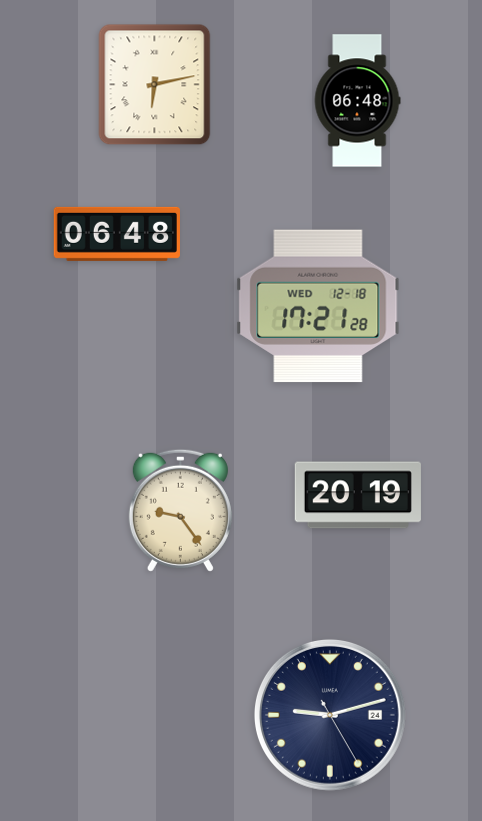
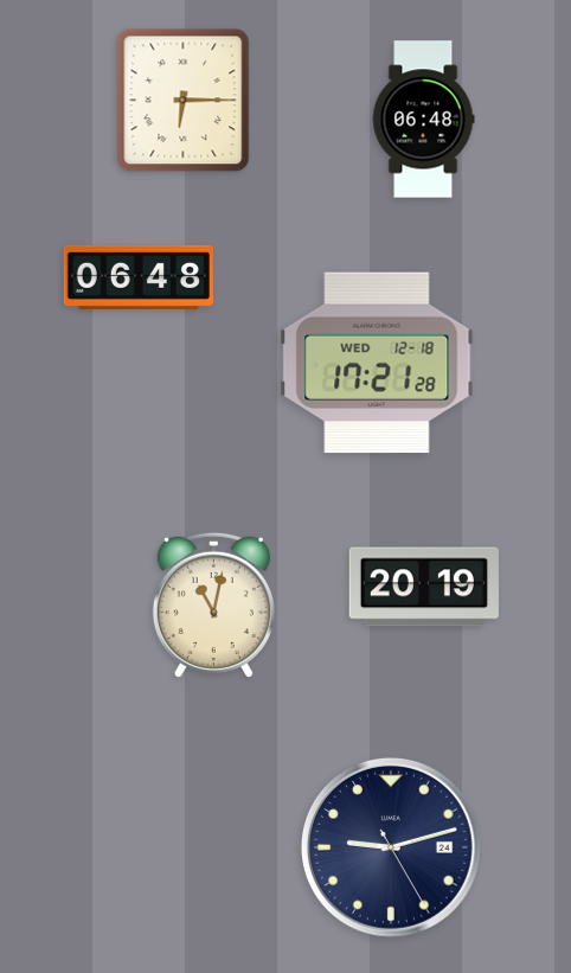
clock at (155, 85): 6:13 -> 6:15
clock at (180, 510): 9:24 -> 11:02
